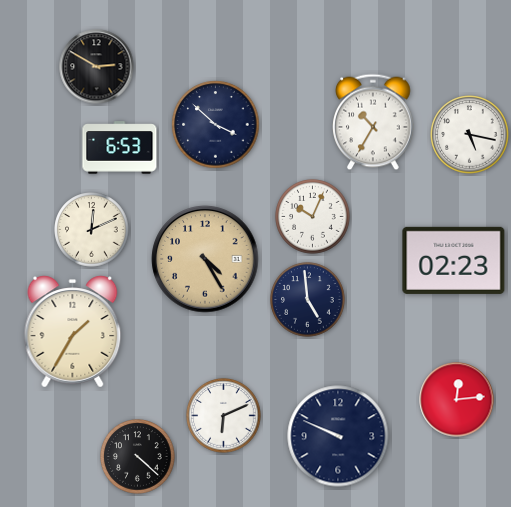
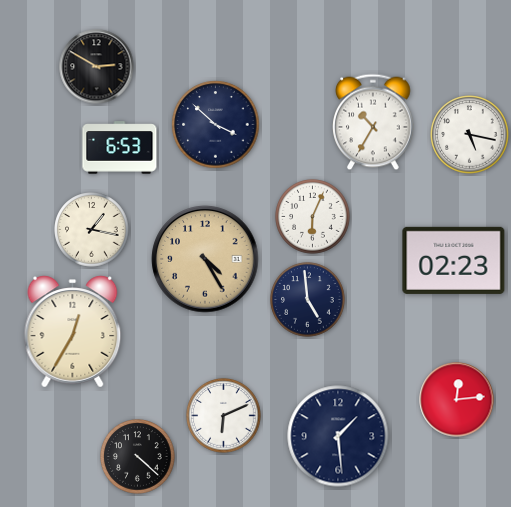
clock at (313, 217): 10:04 -> 6:04
clock at (92, 230): 12:11 -> 1:17
clock at (73, 332): 1:35 -> 12:35
clock at (338, 436): 9:49 -> 1:29
